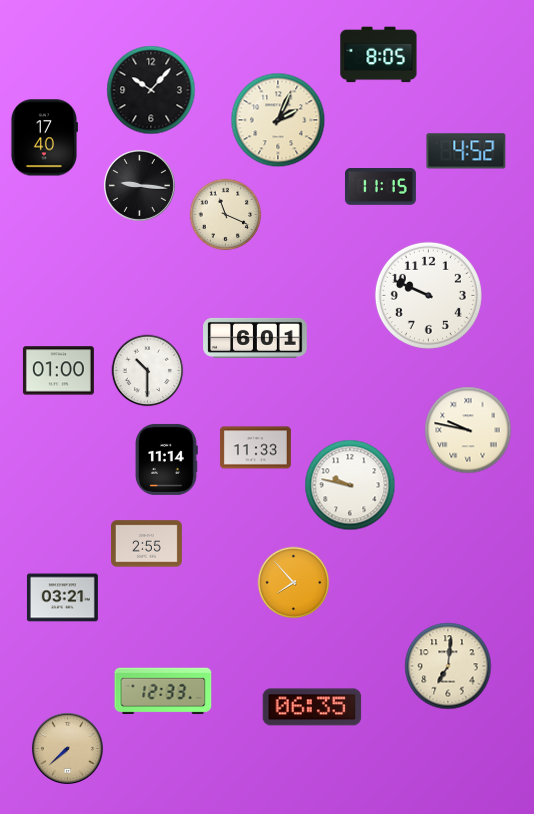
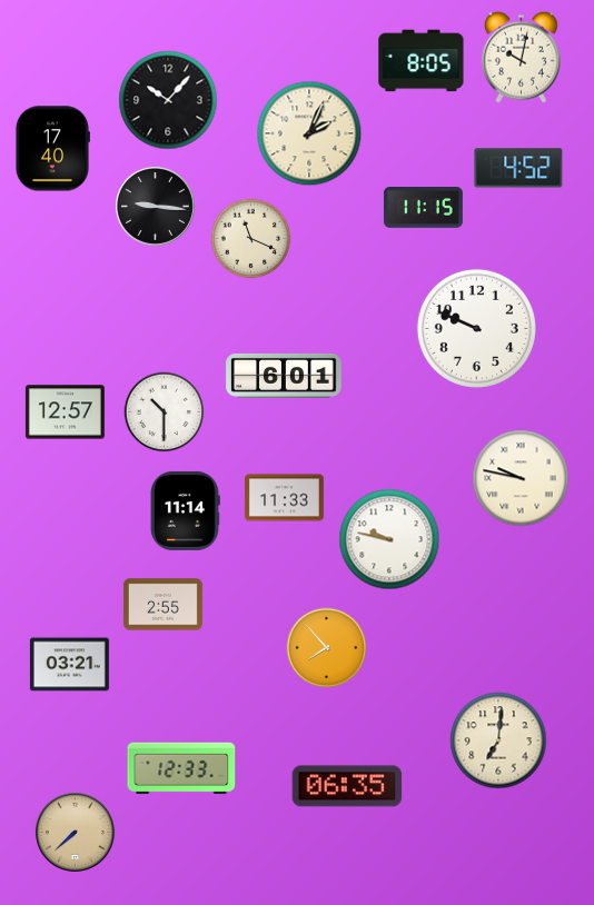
clock at (521, 57): none -> 10:02
clock at (44, 138) position: (44, 138) -> (52, 149)
clock at (58, 371): 01:00 -> 12:57
